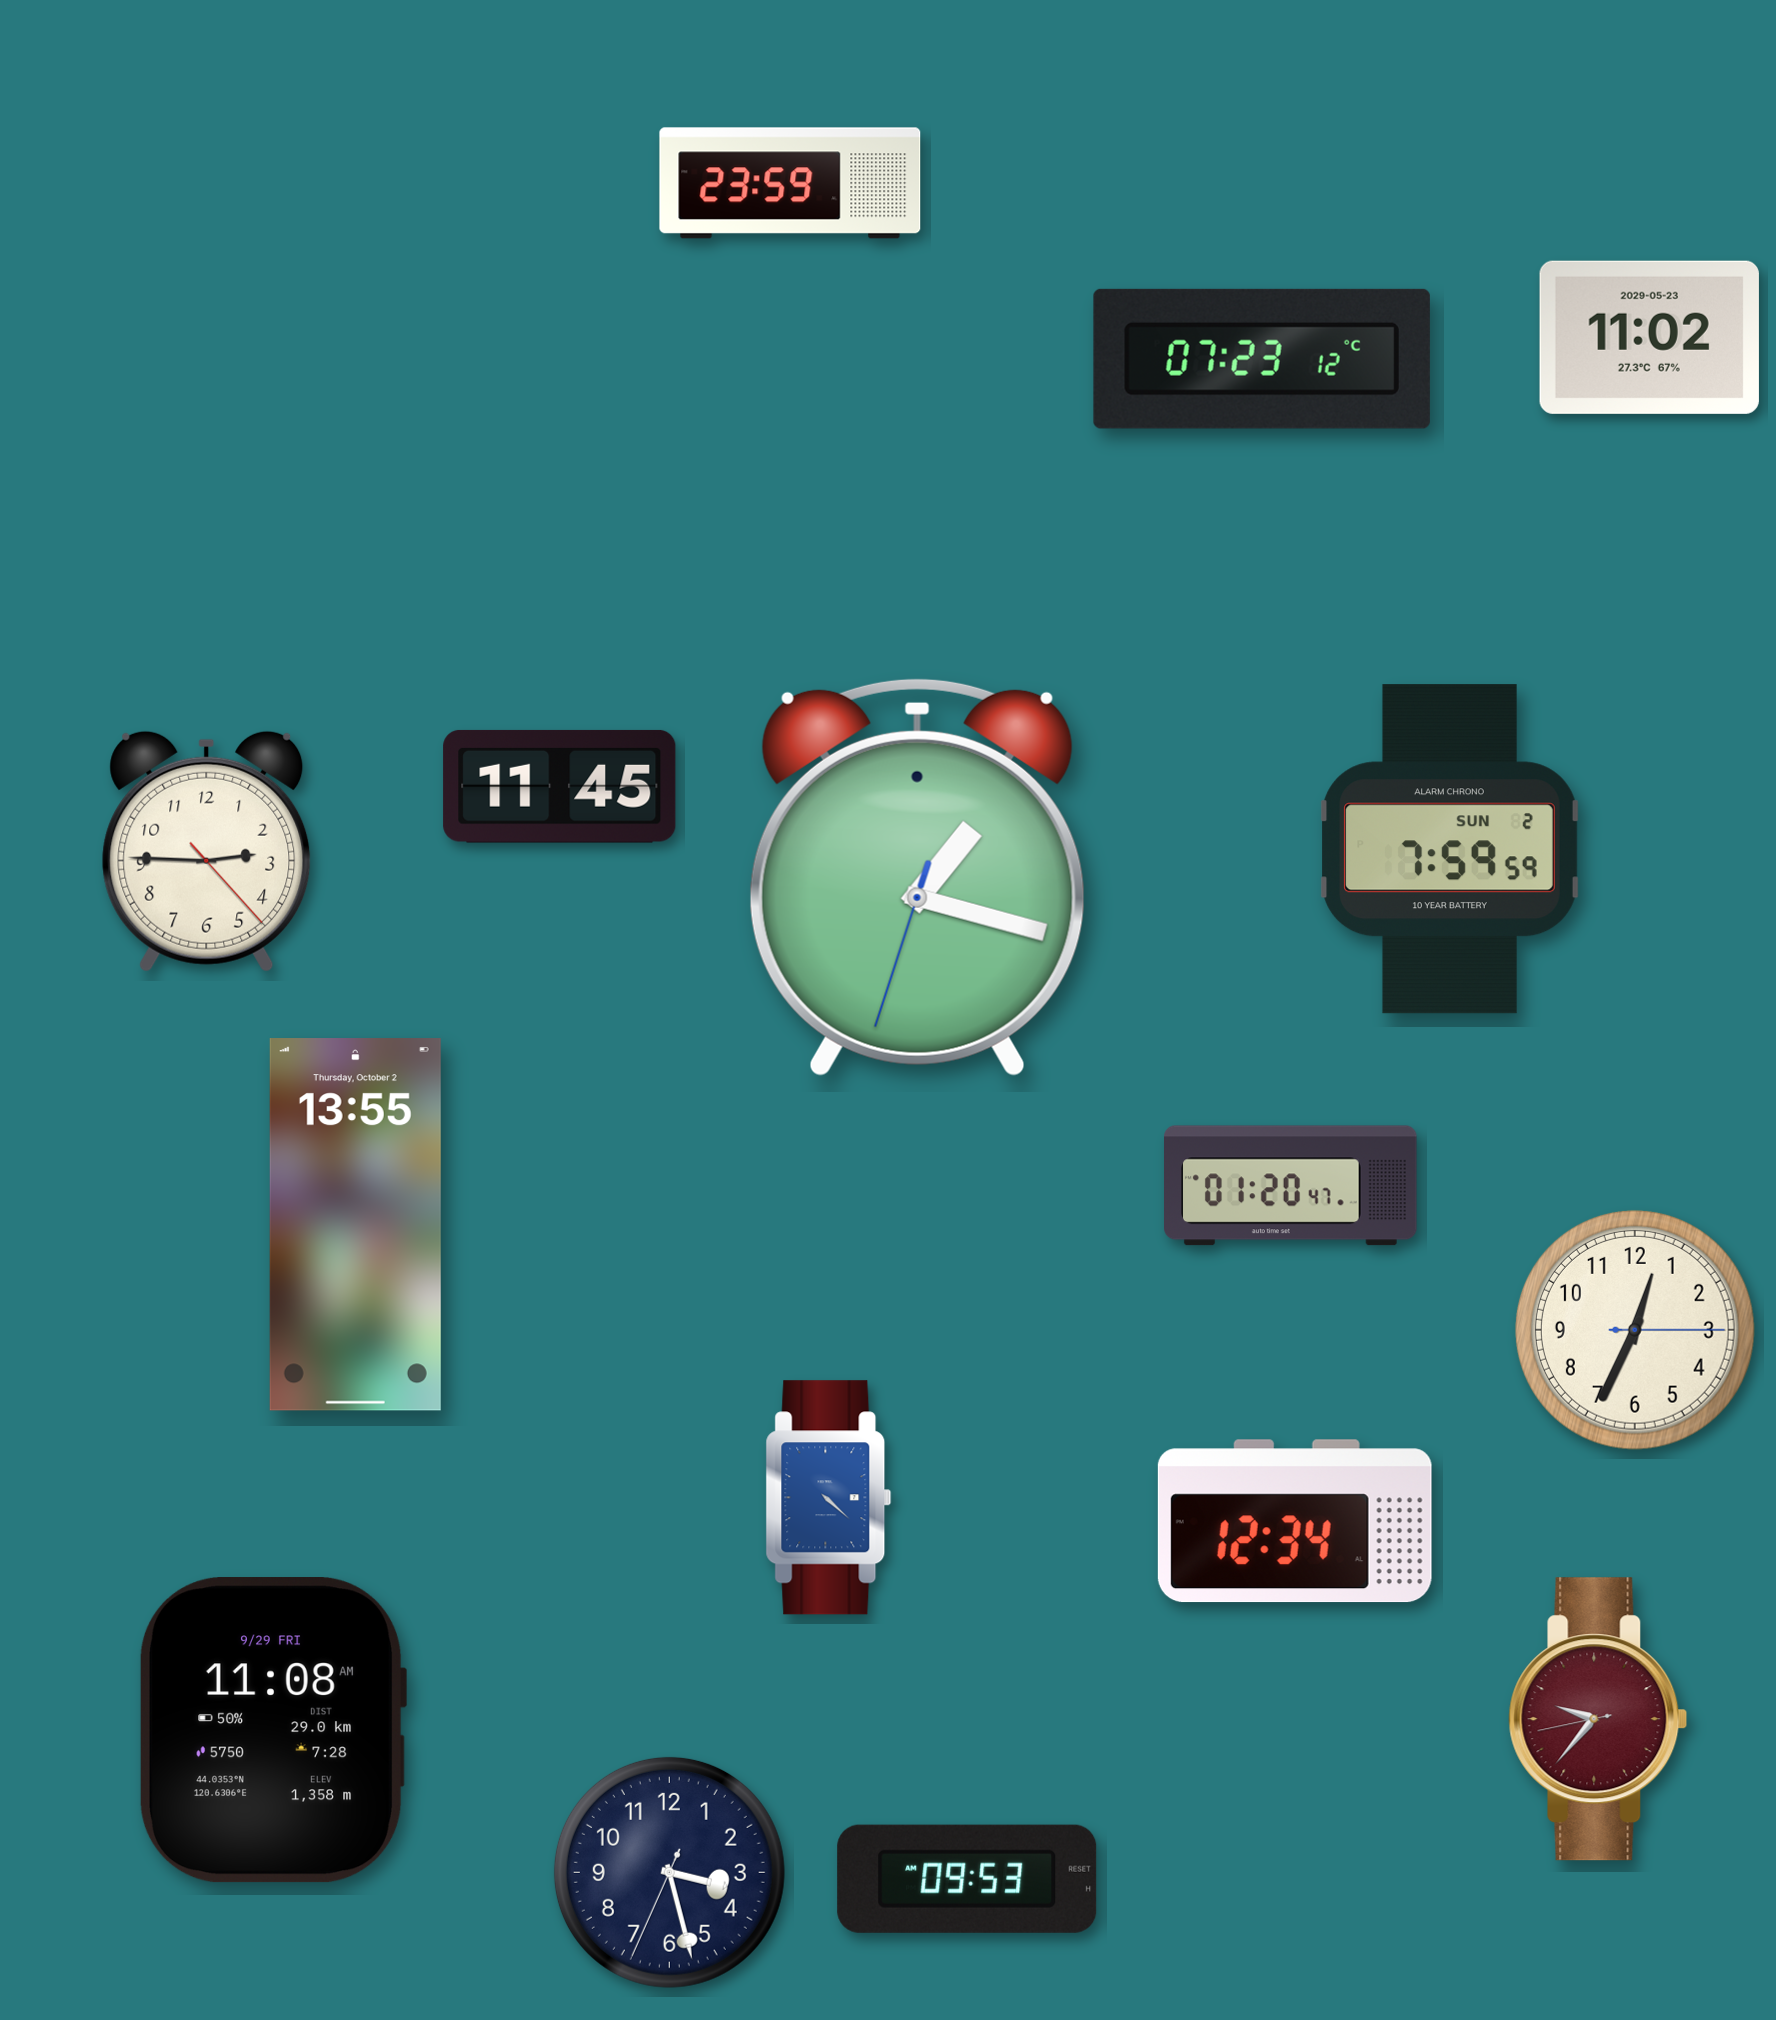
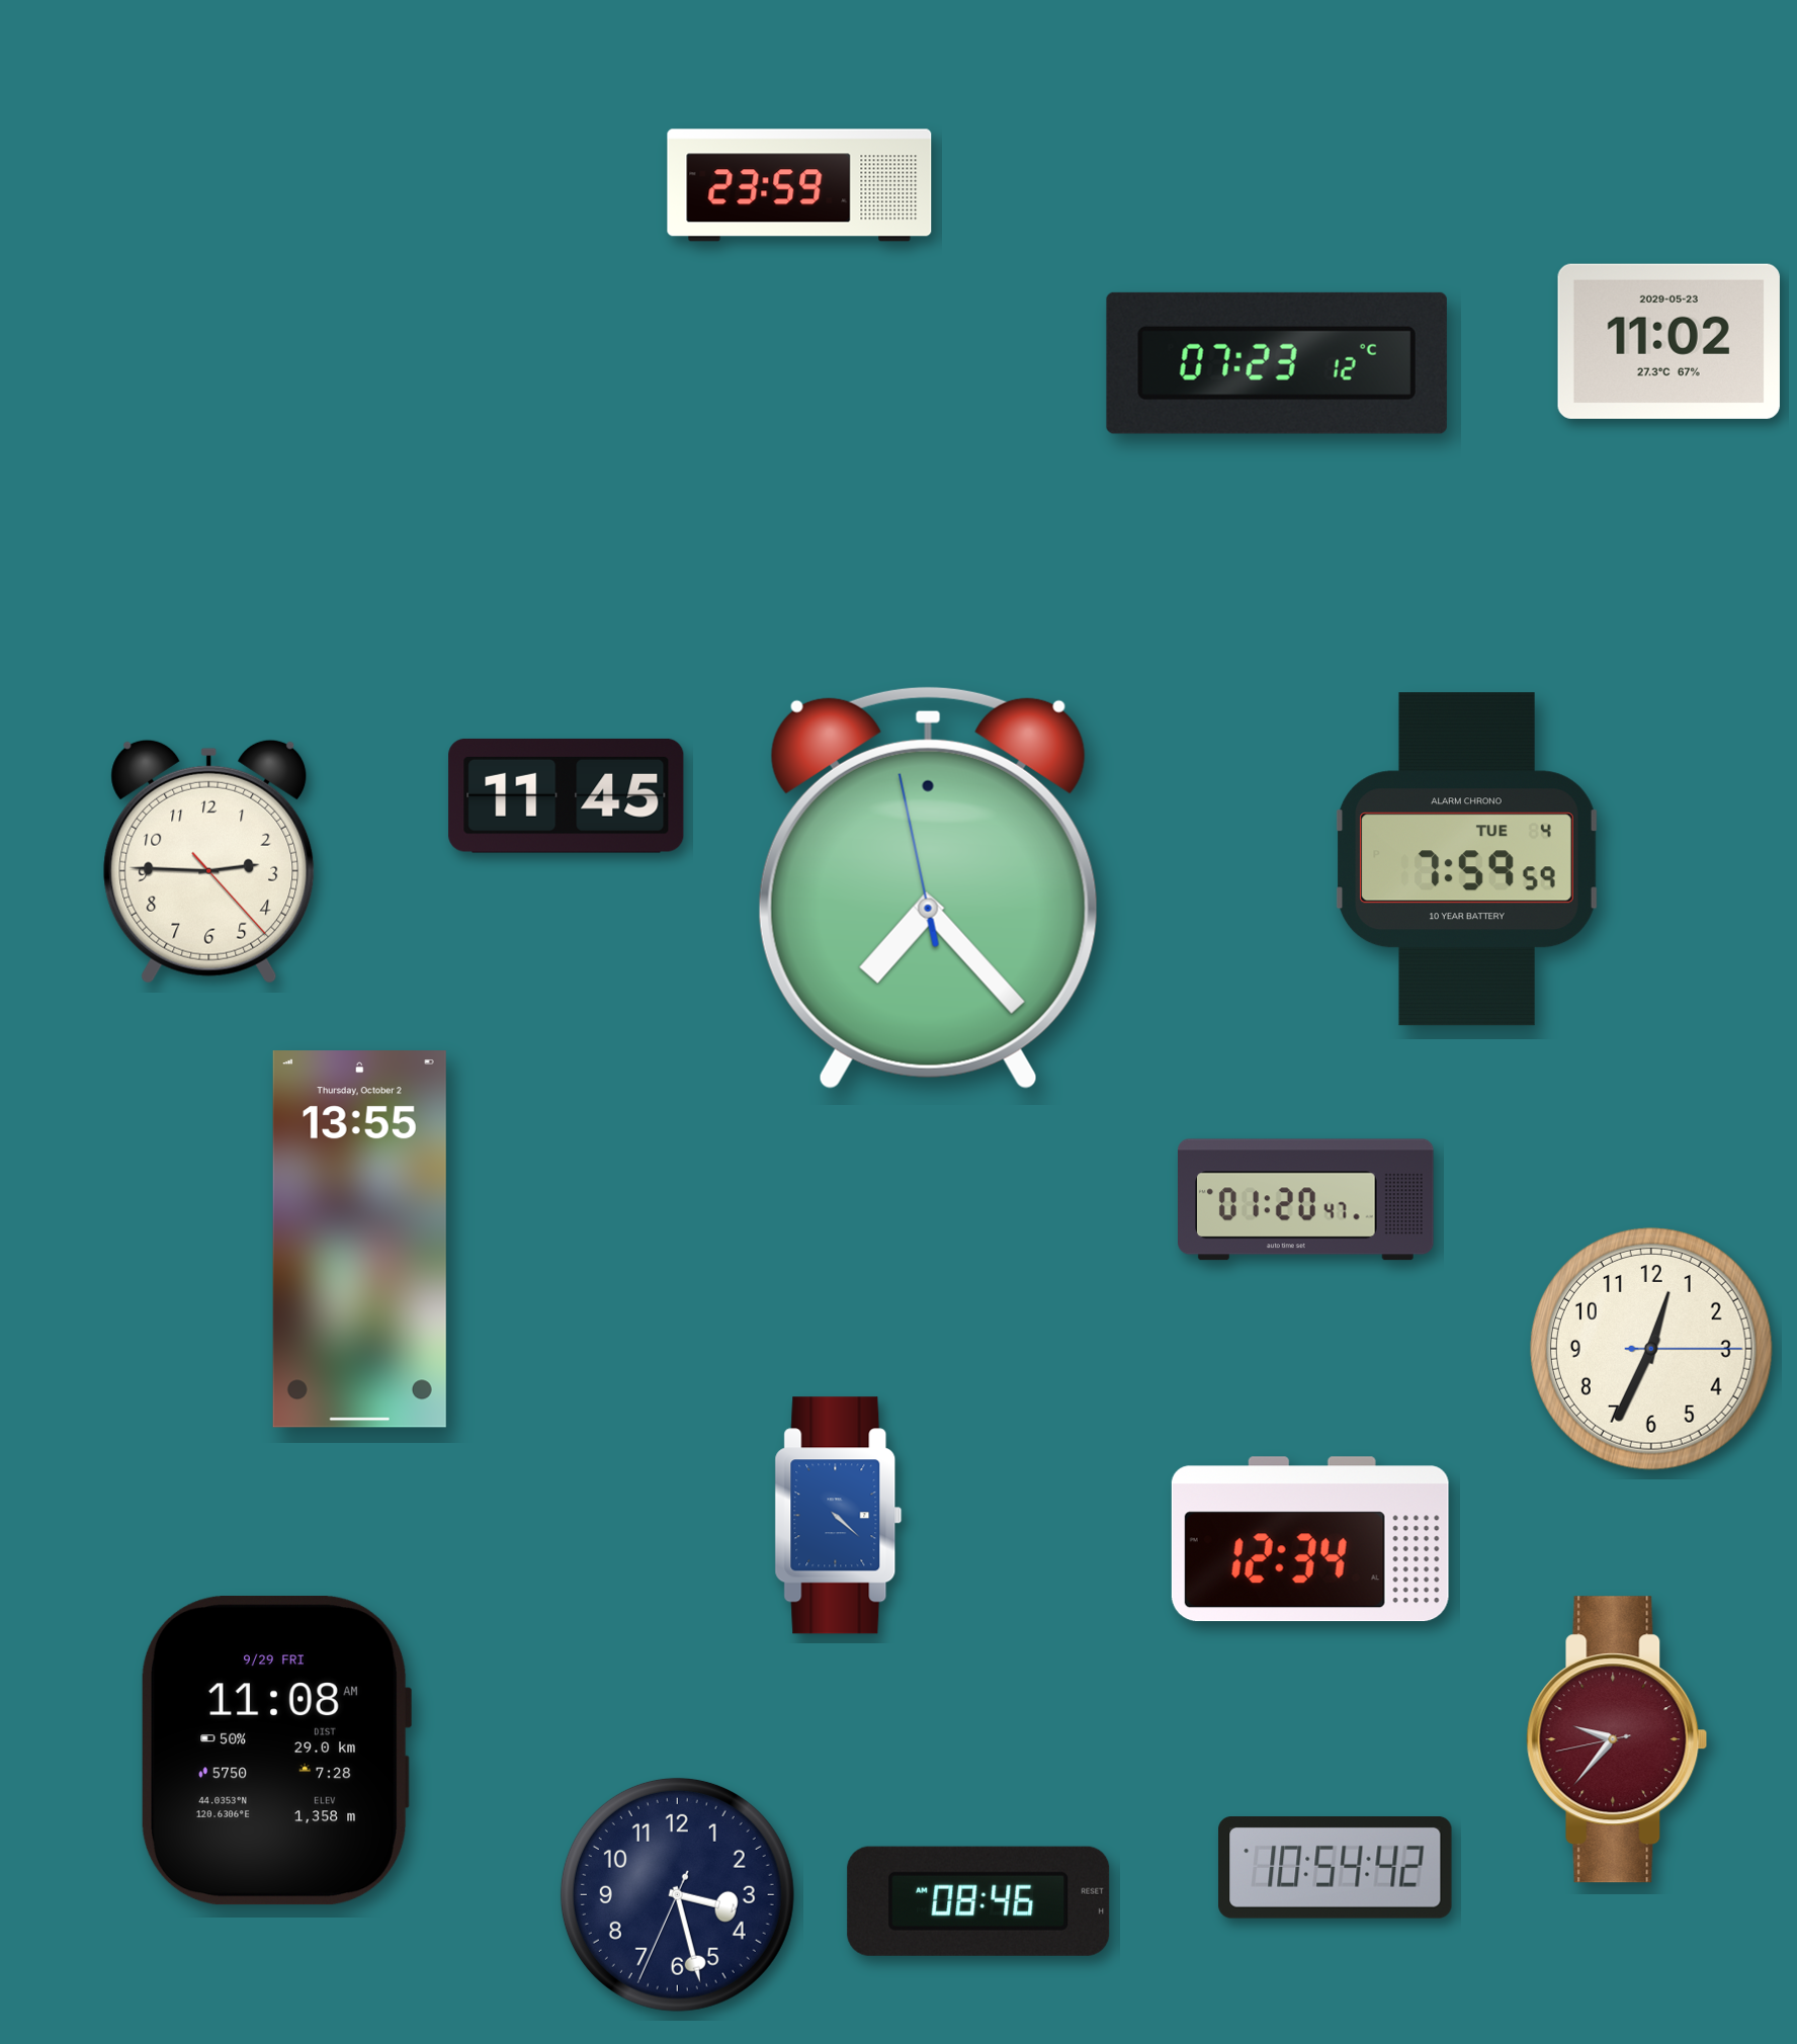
clock at (1450, 849) date: SUN 2 -> TUE 4
clock at (917, 877): 1:17 -> 7:22
clock at (1635, 1330) position: (1635, 1330) -> (1651, 1349)
clock at (1336, 1868): none -> 10:54
clock at (967, 1879): 09:53 -> 08:46
